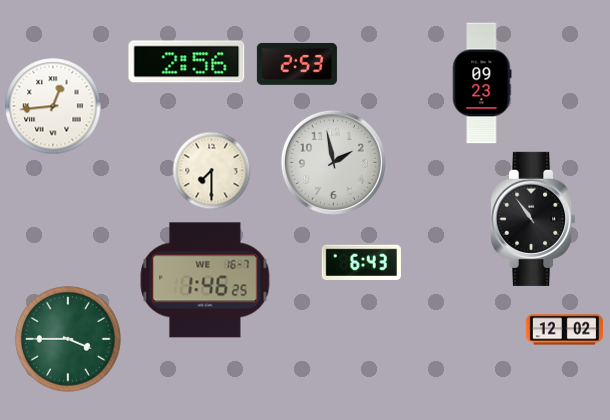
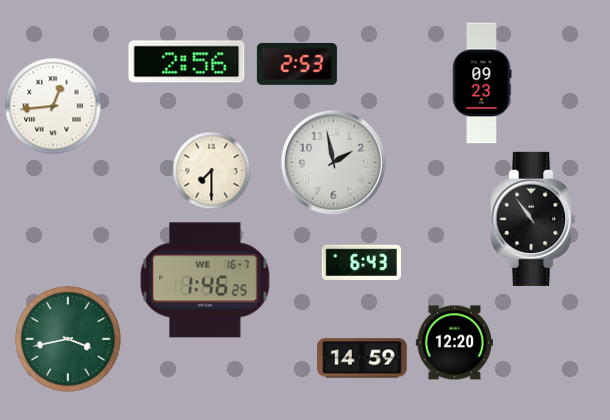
clock at (564, 330): 12:02 -> none
clock at (68, 339): 3:45 -> 3:43
clock at (454, 343): none -> 12:20
clock at (362, 358): none -> 14:59
